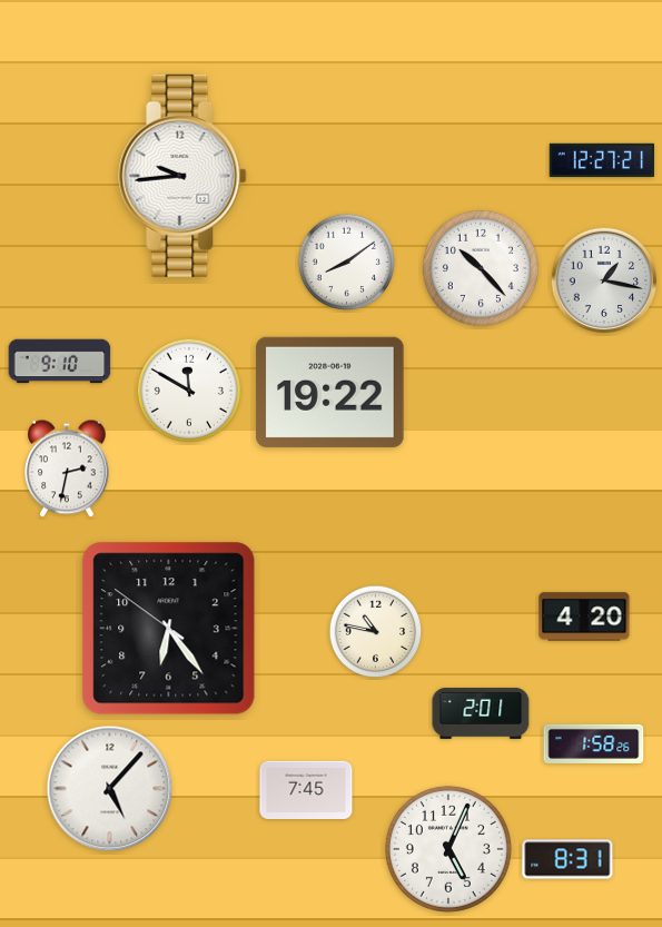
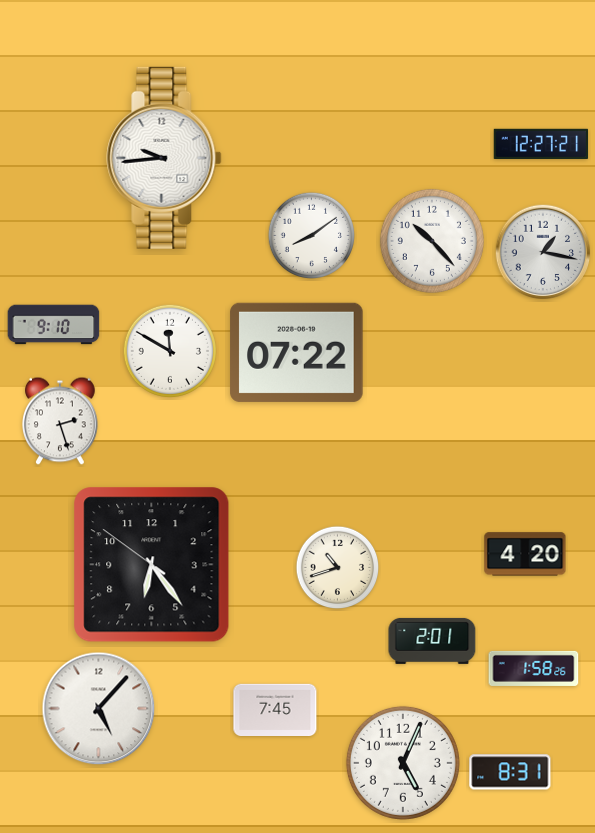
clock at (330, 392): 19:22 -> 07:22
clock at (68, 469): 2:32 -> 2:27
clock at (376, 632): 10:47 -> 10:42
